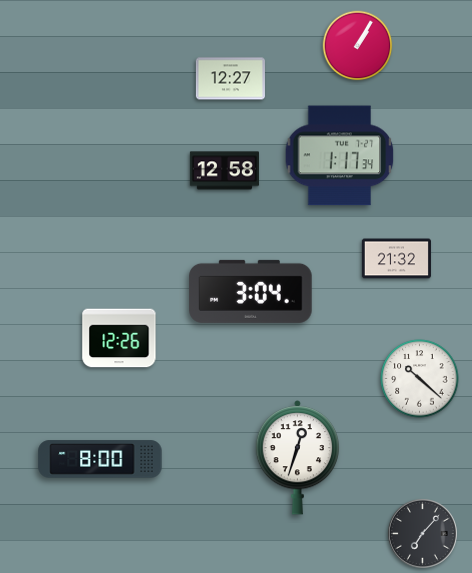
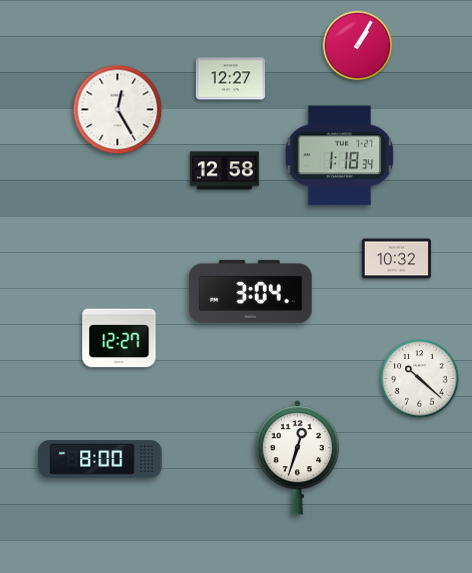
clock at (118, 110): none -> 12:25
clock at (340, 156): 1:17 -> 1:18
clock at (396, 259): 21:32 -> 10:32
clock at (119, 338): 12:26 -> 12:27
clock at (422, 533): 7:07 -> none
